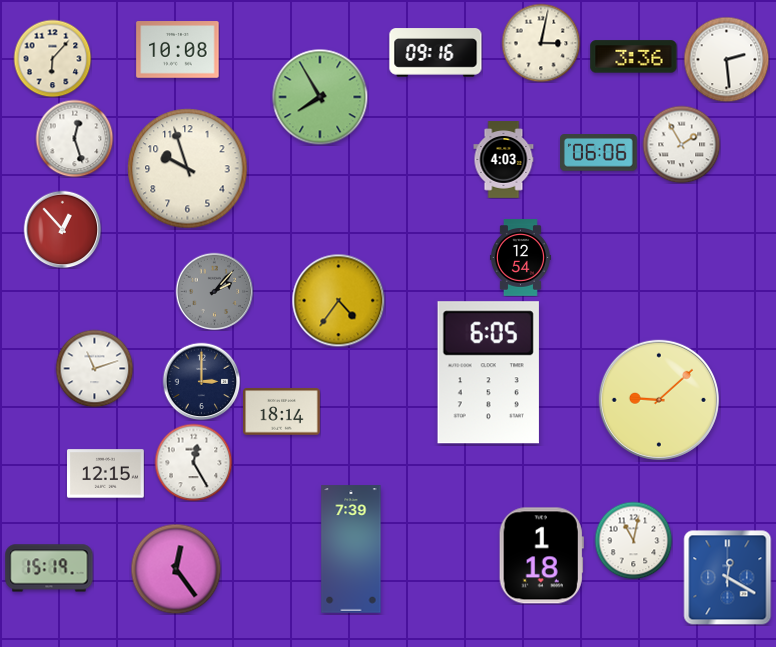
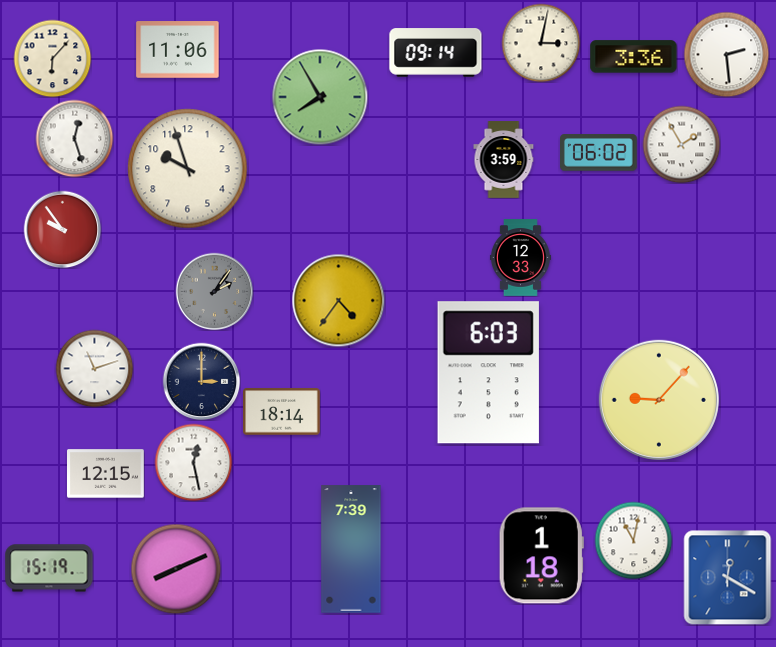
clock at (178, 50): 10:08 -> 11:06
clock at (436, 53): 09:16 -> 09:14
clock at (726, 59) position: (726, 59) -> (726, 54)
clock at (599, 153): 06:06 -> 06:02
clock at (504, 160): 4:03 -> 3:59
clock at (62, 229): 12:53 -> 9:54
clock at (520, 258): 12:54 -> 12:33
clock at (214, 291): 2:07 -> 2:06
clock at (488, 373): 6:05 -> 6:03
clock at (659, 400): 9:08 -> 9:07
clock at (193, 462): 12:25 -> 12:28
clock at (176, 569): 12:24 -> 8:11
